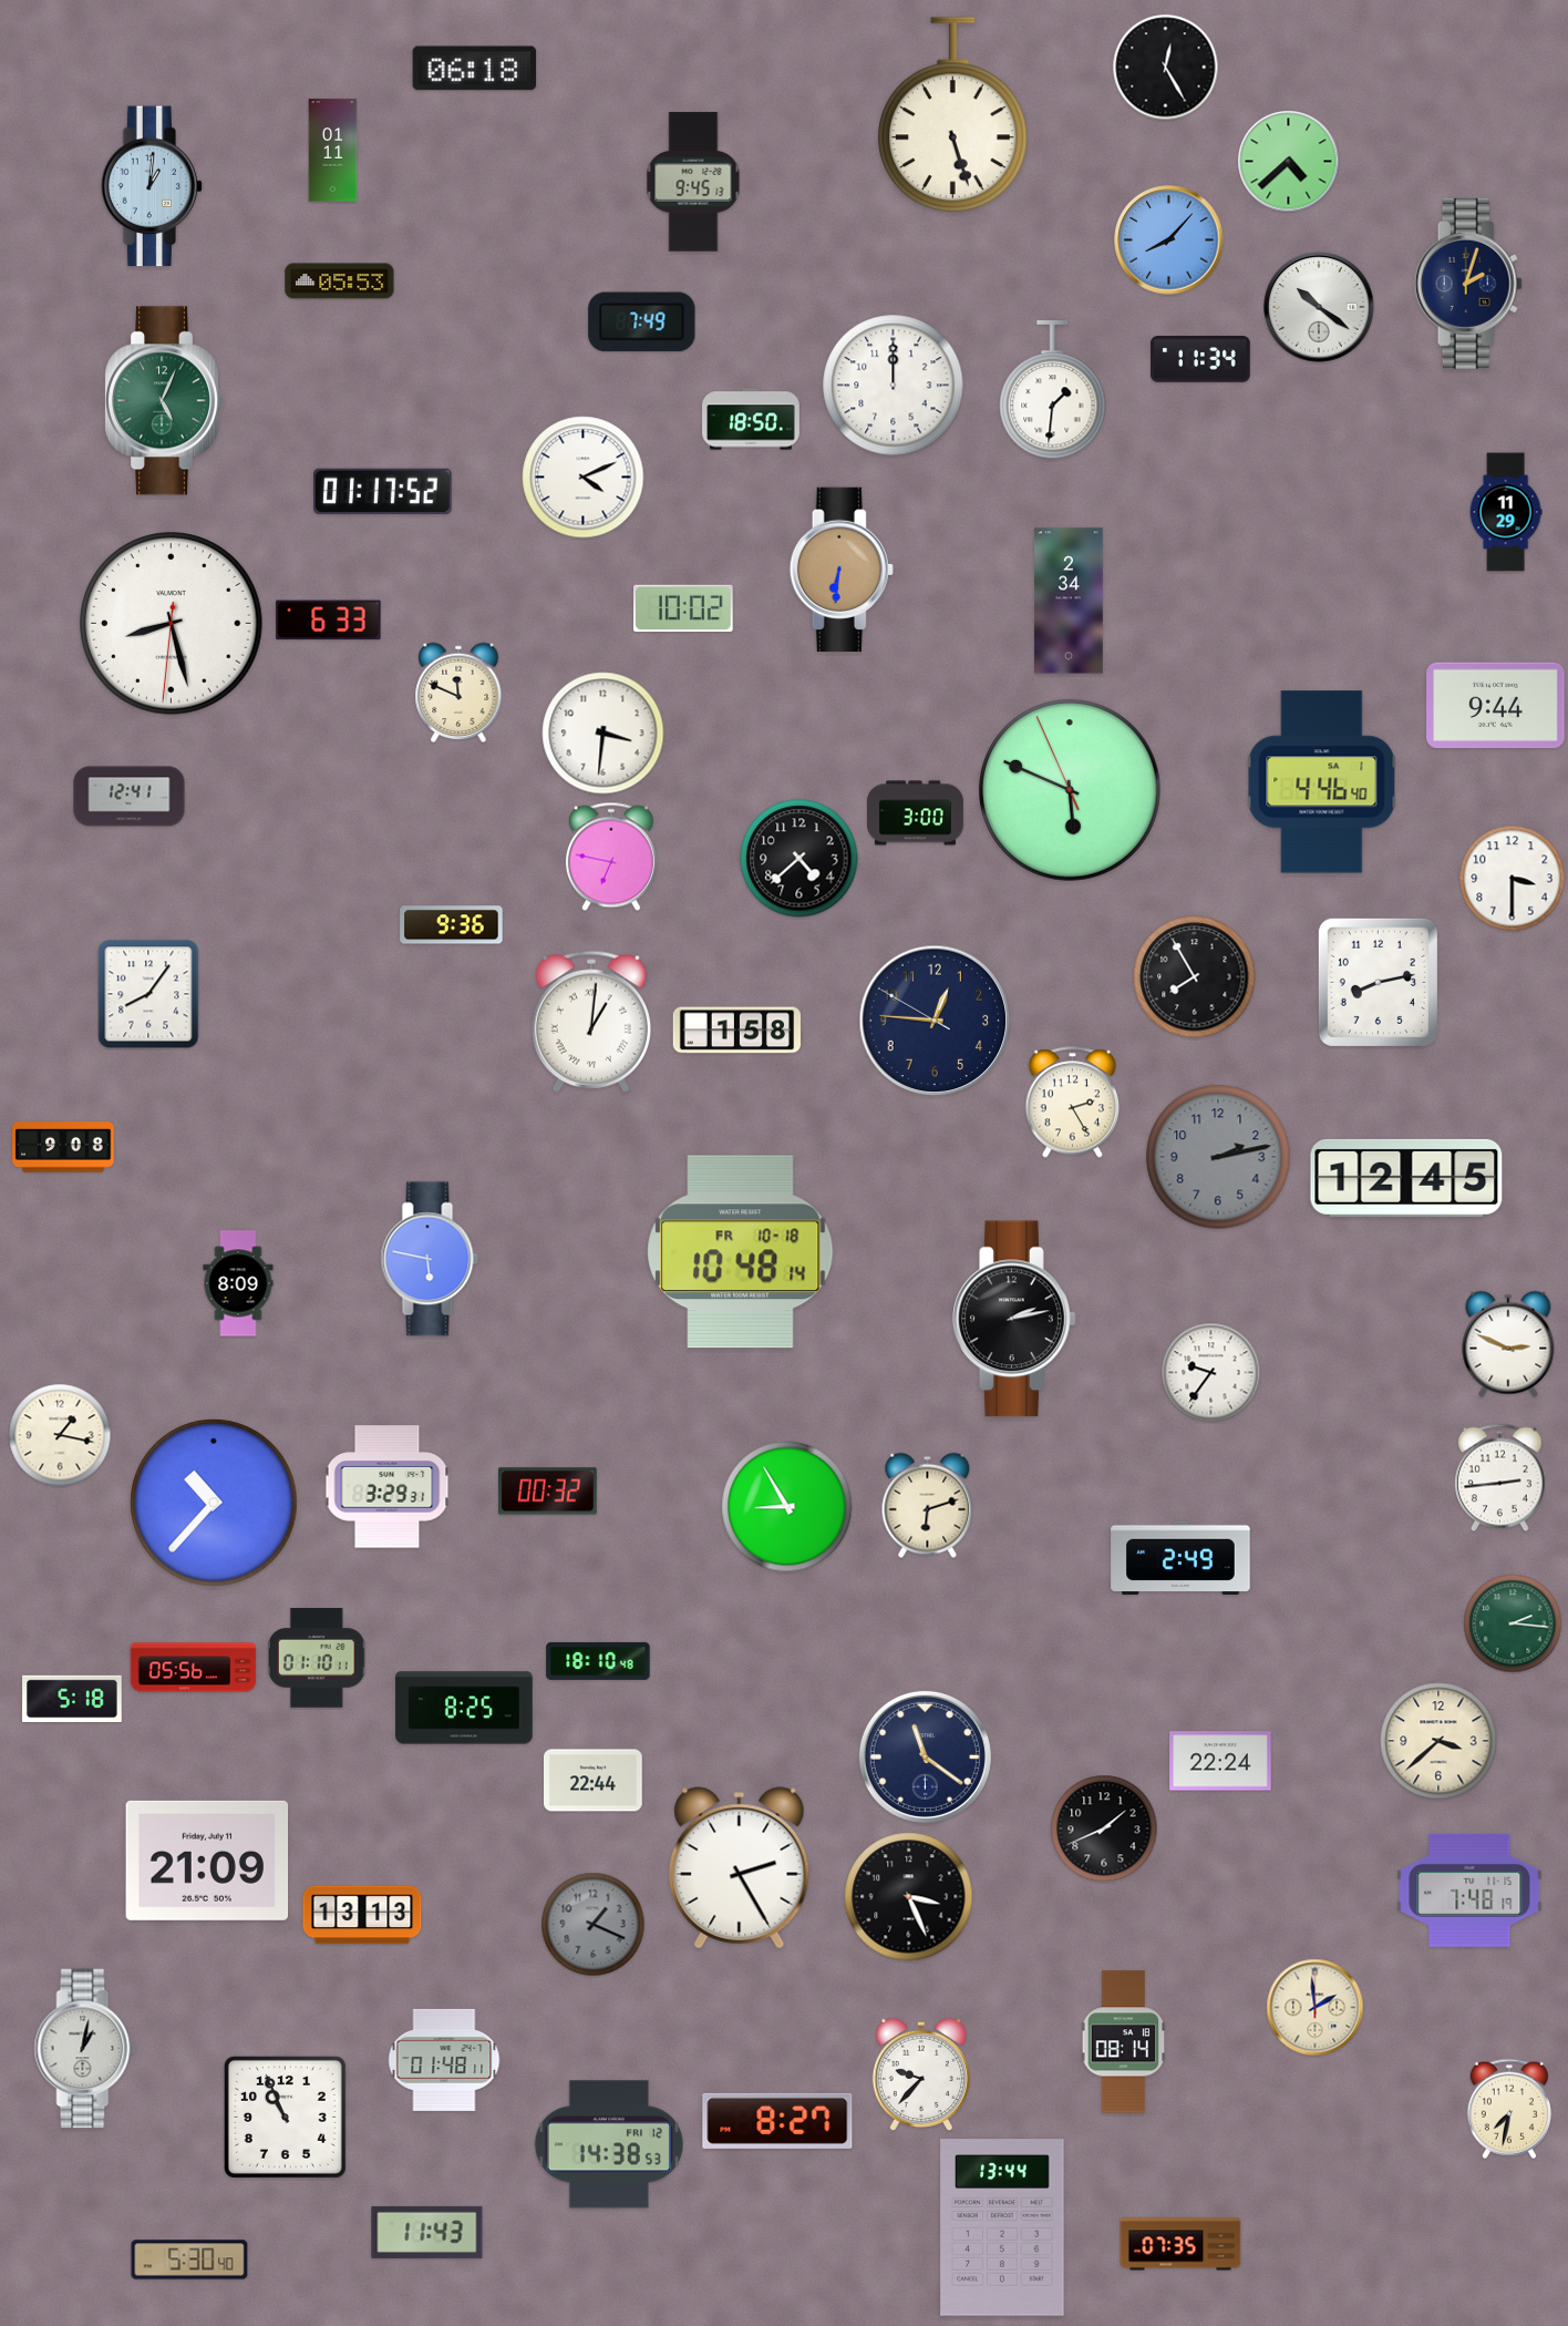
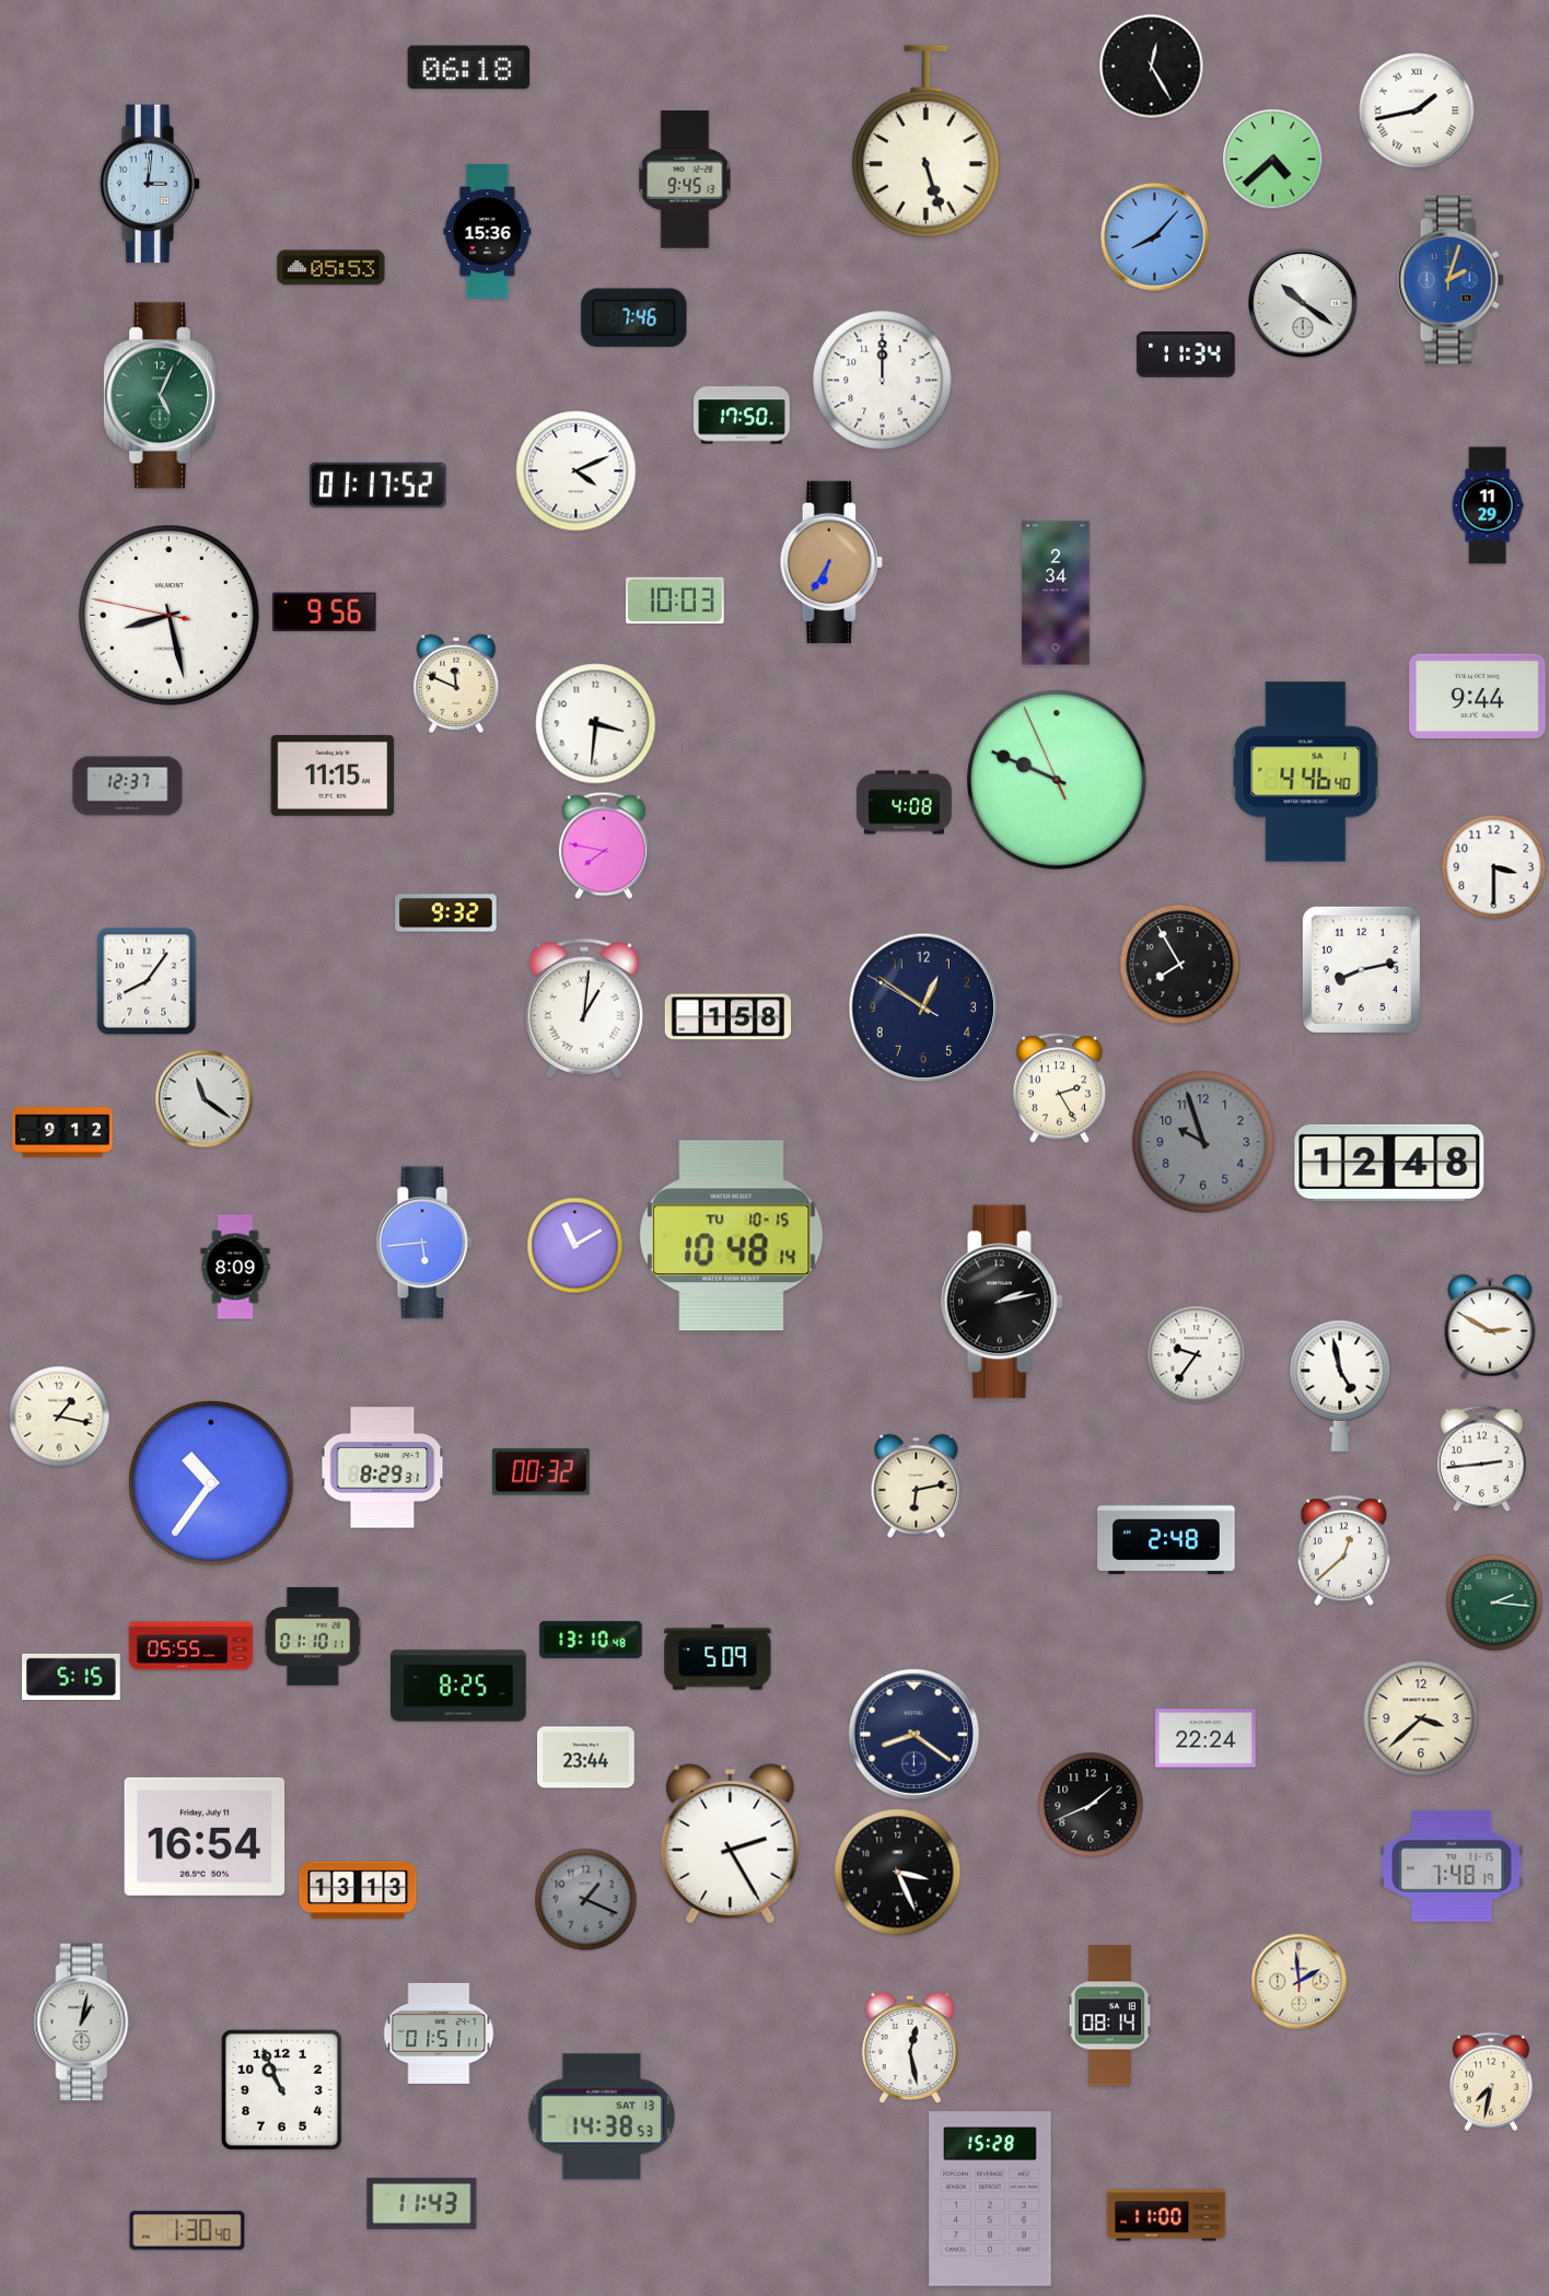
clock at (1417, 110): none -> 1:43
clock at (952, 115) position: (952, 115) -> (925, 142)
clock at (333, 151): 01:11 -> none
clock at (152, 186): 1:01 -> 3:01
clock at (488, 232): none -> 15:36
clock at (340, 281) position: (340, 281) -> (331, 268)
clock at (1468, 284) dial: navy -> blue
clock at (642, 322): 7:49 -> 7:46
clock at (1053, 390): 1:31 -> none
clock at (752, 419): 18:50 -> 17:50
clock at (842, 568): 6:31 -> 6:35
clock at (684, 608): 10:02 -> 10:03
clock at (329, 621): 6:33 -> 9:56
clock at (172, 624): 8:27:31 -> 8:27:47
clock at (458, 693) position: (458, 693) -> (456, 684)
clock at (333, 777): none -> 11:15
clock at (1070, 790): 5:48 -> 9:48
clock at (130, 797): 12:41 -> 12:37
clock at (915, 813): 3:00 -> 4:08
clock at (611, 857): 6:47 -> 7:47
clock at (800, 859): 4:38 -> none
clock at (452, 925): 9:36 -> 9:32
clock at (935, 1021): 12:45 -> 12:50
clock at (205, 1099): none -> 11:21
clock at (63, 1147): 9:08 -> 9:12
clock at (1218, 1157): 2:13 -> 9:57
clock at (1406, 1178): 12:45 -> 12:48
clock at (741, 1252) date: FR 10-18 -> TU 10-15
clock at (430, 1259): 5:47 -> 5:44
clock at (575, 1246): none -> 11:10
clock at (1508, 1344): 2:49 -> 2:50
clock at (1340, 1386): none -> 4:58
clock at (388, 1487): 3:29 -> 8:29
clock at (214, 1503): 10:37 -> 10:36
clock at (928, 1506): 6:12 -> 6:13
clock at (787, 1507): 8:55 -> none
clock at (1180, 1558): 2:49 -> 2:48
clock at (1344, 1551): none -> 12:38
clock at (598, 1661): 18:10 -> 13:10
clock at (194, 1668): 05:56 -> 05:55
clock at (718, 1657): none -> 5:09
clock at (72, 1698): 5:18 -> 5:15
clock at (925, 1756): 11:21 -> 8:21
clock at (594, 1781): 22:44 -> 23:44
clock at (207, 1861): 21:09 -> 16:54
clock at (444, 2060): 01:48 -> 01:51
clock at (921, 2073): 9:37 -> 12:28
clock at (777, 2121): 8:27 -> none
clock at (609, 2144) date: FRI 12 -> SAT 13
clock at (1002, 2227): 13:44 -> 15:28
clock at (1180, 2244): 07:35 -> 11:00
clock at (189, 2260): 5:30 -> 1:30
